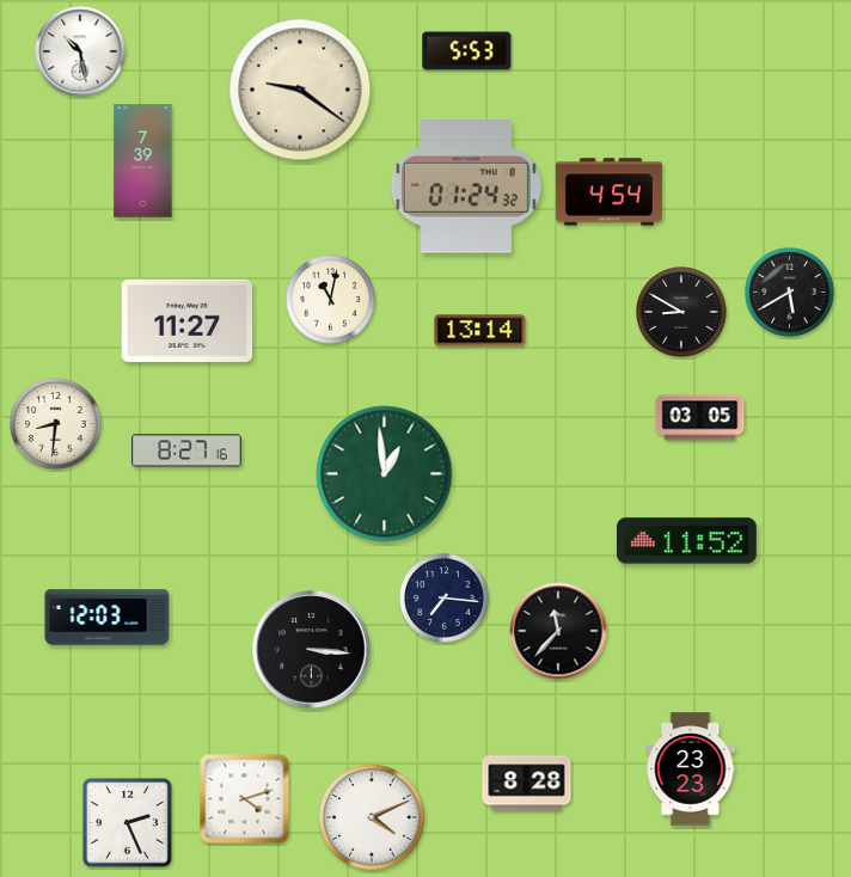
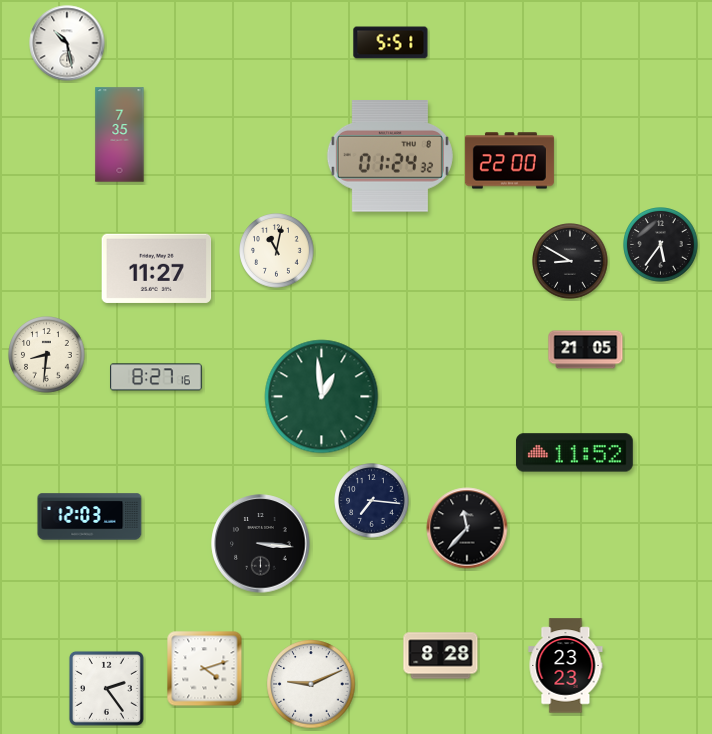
clock at (467, 51): 5:53 -> 5:51
clock at (300, 90): 9:21 -> none
clock at (143, 161): 7:39 -> 7:35
clock at (608, 192): 4:54 -> 22:00
clock at (790, 293): 5:40 -> 5:36
clock at (480, 331): 13:14 -> none
clock at (700, 418): 03:05 -> 21:05
clock at (691, 769) position: (691, 769) -> (566, 666)
clock at (372, 817): 4:11 -> 9:11
clock at (127, 822): 2:26 -> 2:24
